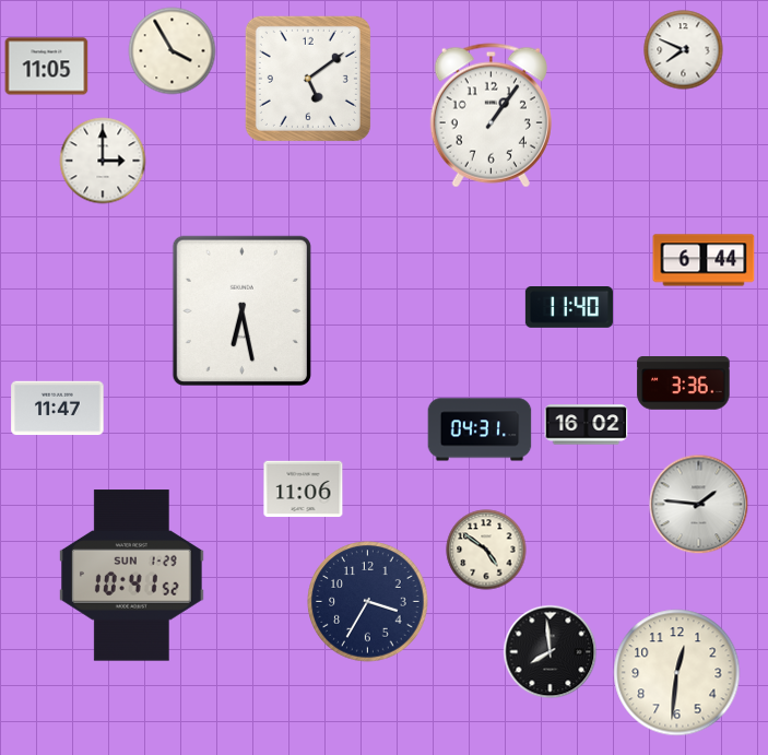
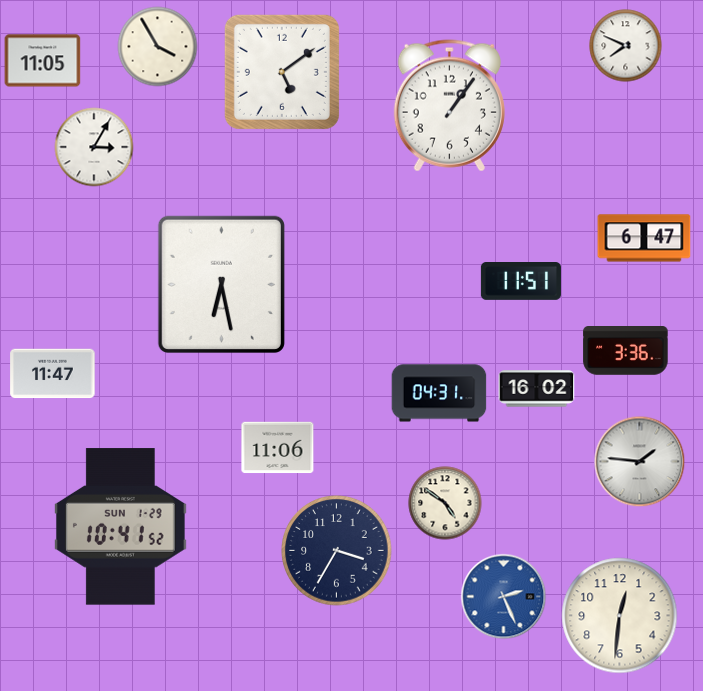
clock at (103, 161): 3:00 -> 3:05
clock at (704, 260): 6:44 -> 6:47
clock at (569, 308): 11:40 -> 11:51
clock at (551, 652): 7:59 -> 2:26
clock at (551, 652) dial: black -> blue
